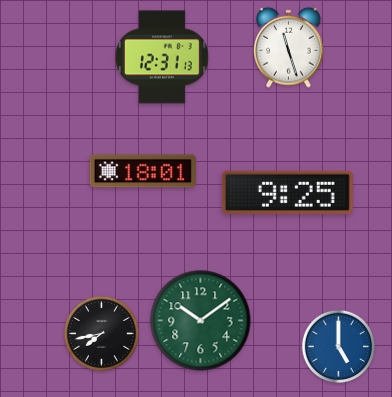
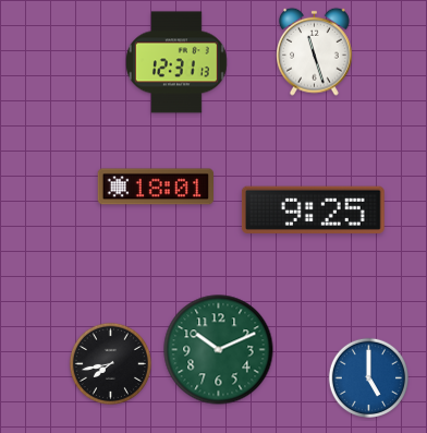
clock at (201, 321): 10:09 -> 10:11
